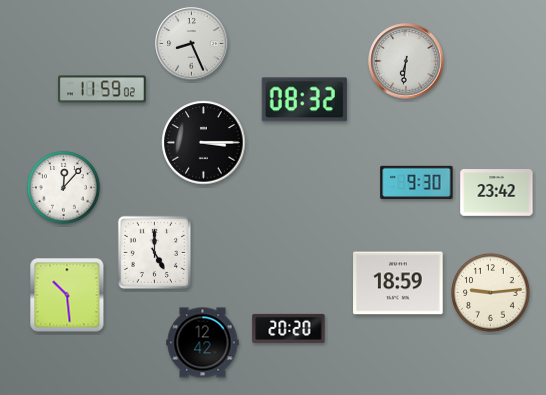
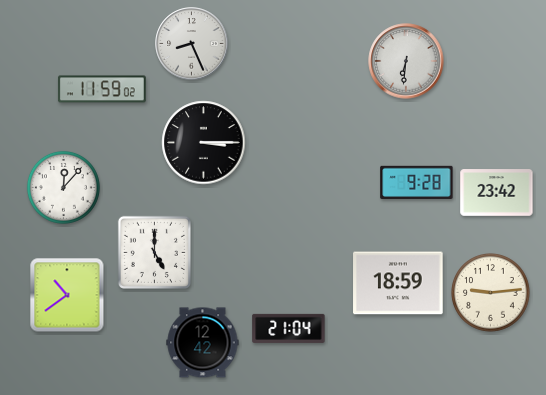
clock at (304, 100): 08:32 -> none
clock at (417, 182): 9:30 -> 9:28
clock at (67, 295): 10:29 -> 10:39
clock at (289, 328): 20:20 -> 21:04
